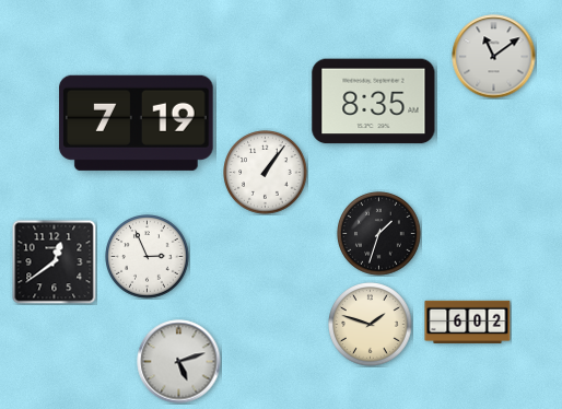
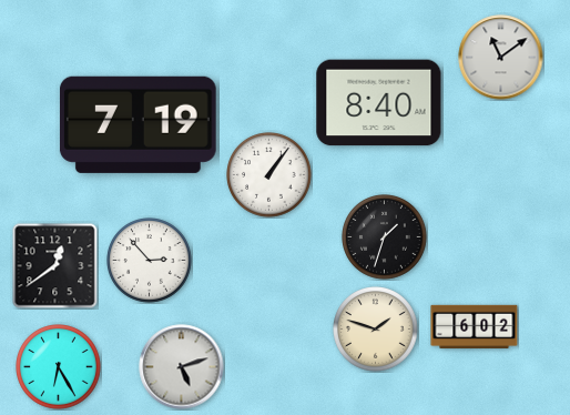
clock at (374, 102): 8:35 -> 8:40
clock at (148, 257): 2:56 -> 2:53
clock at (59, 367): none -> 6:25
